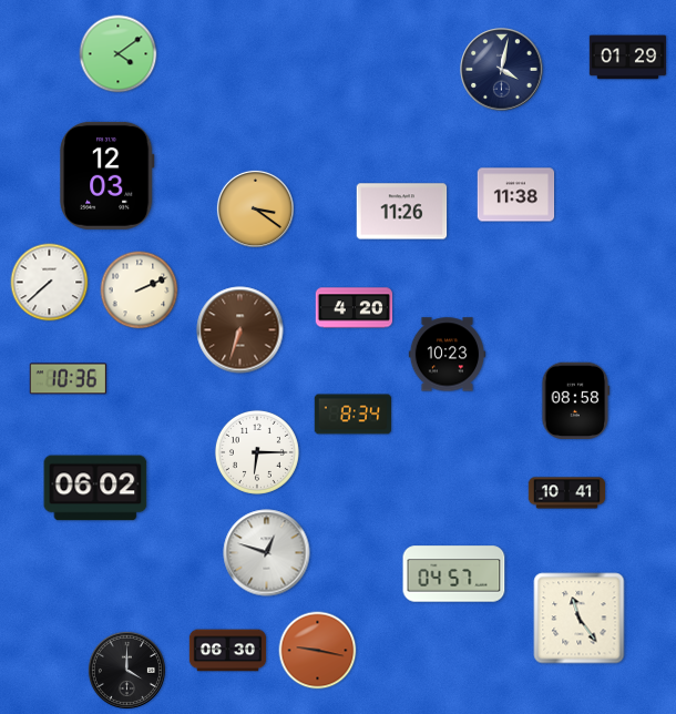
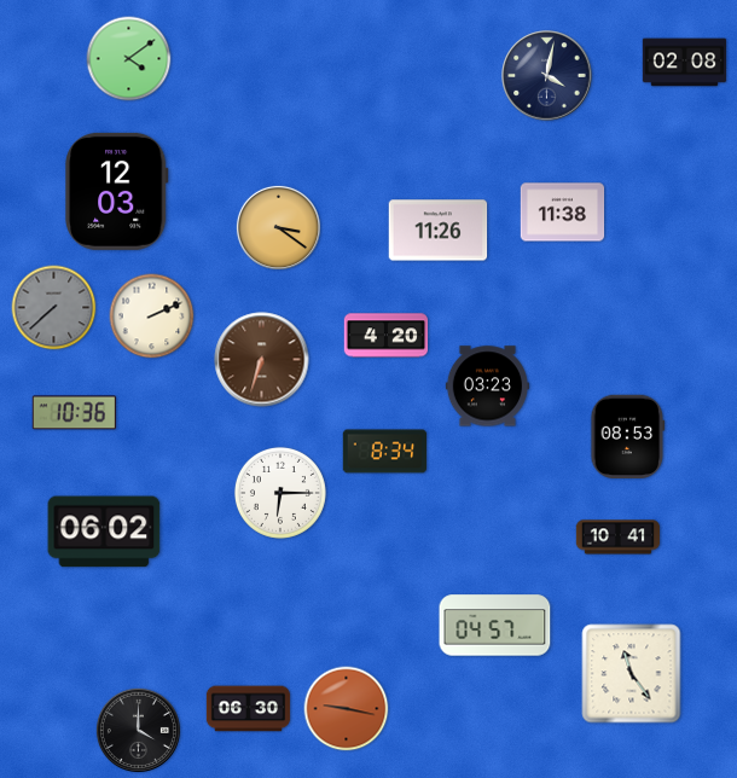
clock at (628, 58): 01:29 -> 02:08
clock at (50, 283) dial: white -> grey
clock at (448, 355): 10:23 -> 03:23
clock at (576, 400): 08:58 -> 08:53
clock at (267, 553): 12:48 -> none
